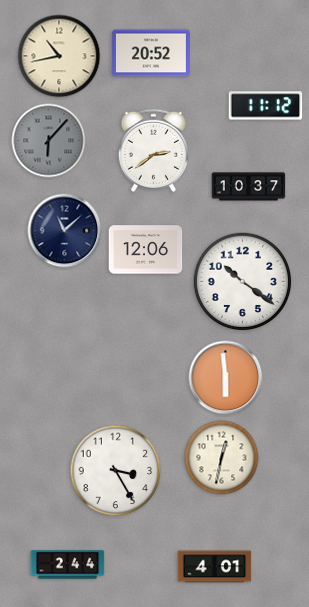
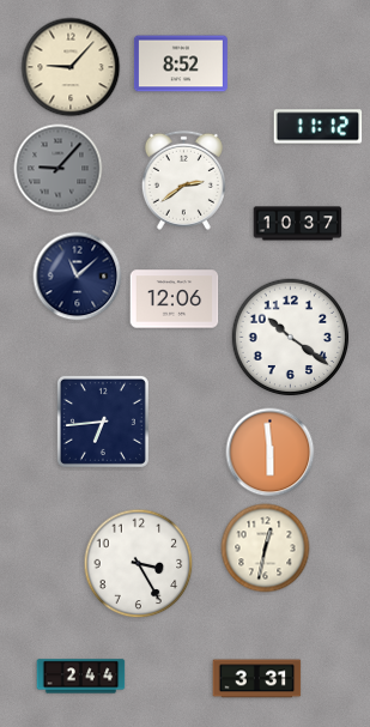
clock at (151, 53): 20:52 -> 8:52
clock at (59, 56): 10:43 -> 9:07
clock at (49, 141): 6:07 -> 9:07
clock at (103, 422): none -> 6:44
clock at (215, 567): 4:01 -> 3:31
